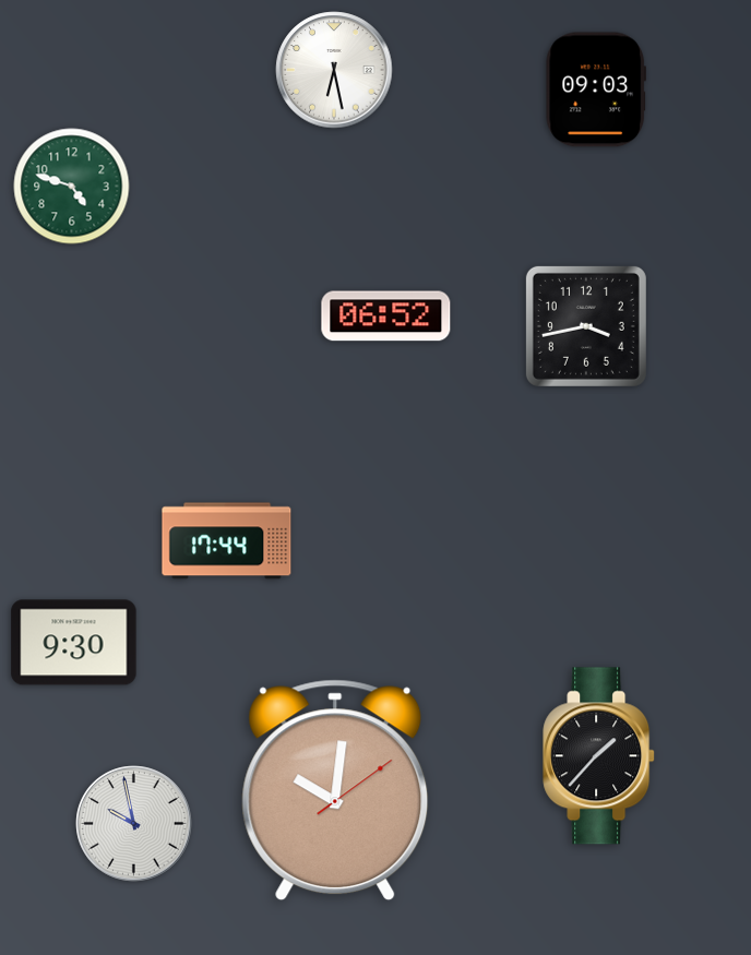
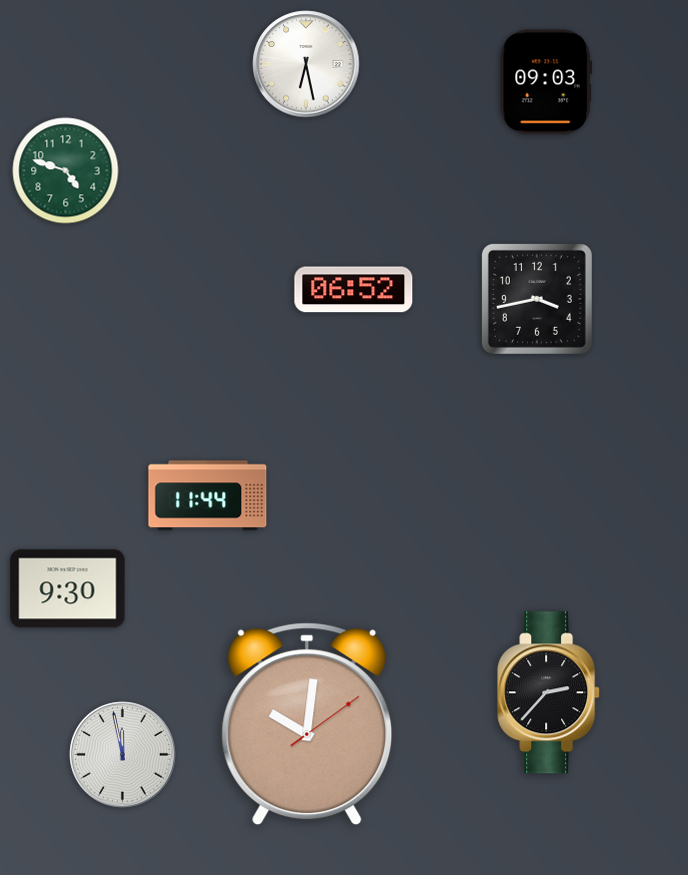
clock at (227, 541): 17:44 -> 11:44
clock at (599, 756): 1:37 -> 2:37
clock at (134, 824): 9:58 -> 11:58
